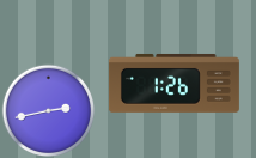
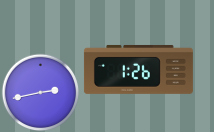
clock at (173, 83) position: (173, 83) -> (138, 69)
